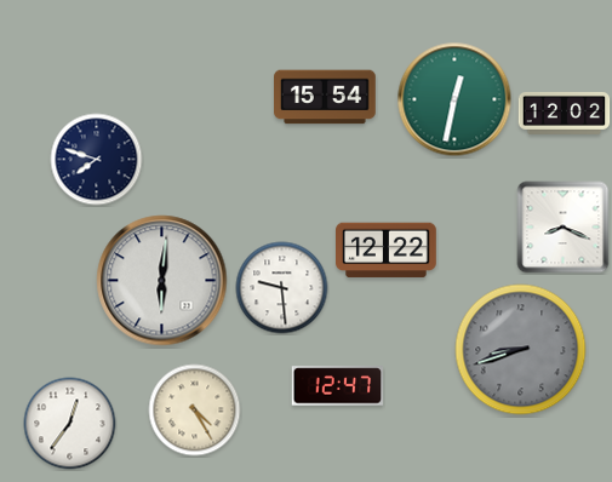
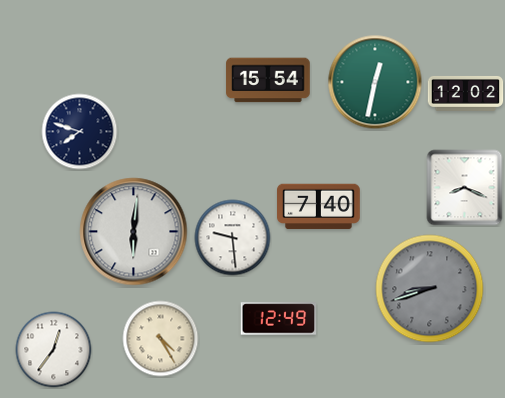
clock at (387, 251): 12:22 -> 7:40
clock at (338, 386): 12:47 -> 12:49
clock at (70, 424) position: (70, 424) -> (54, 350)
